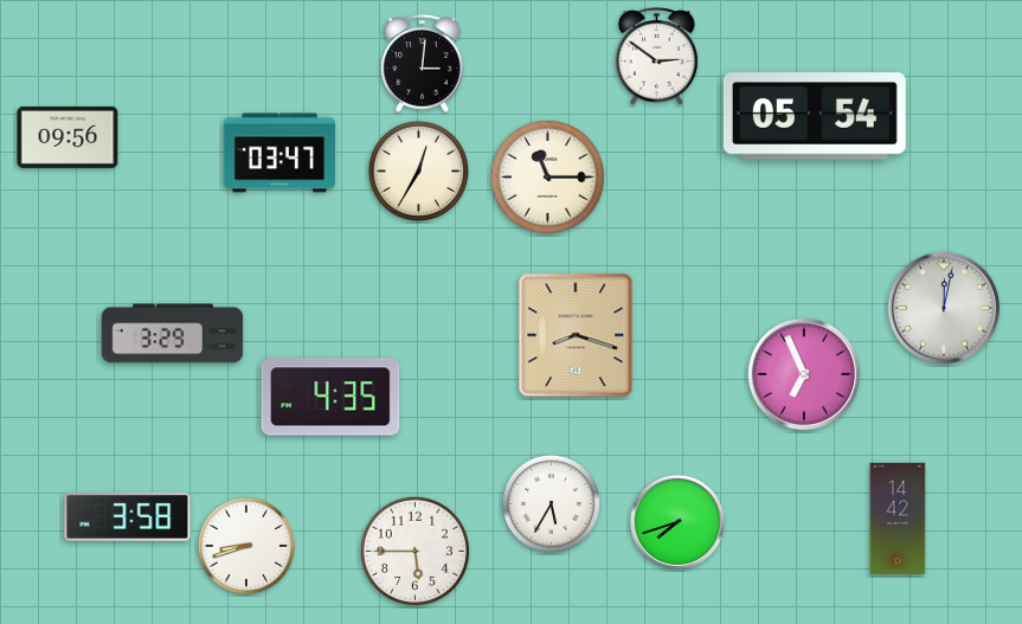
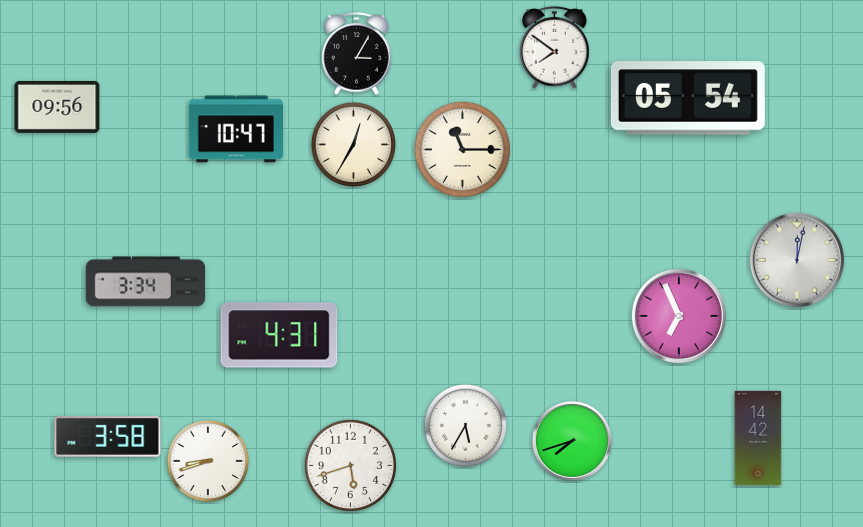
clock at (657, 57): 2:51 -> 7:51
clock at (423, 64): 3:01 -> 3:05
clock at (68, 137) position: (68, 137) -> (57, 107)
clock at (279, 153): 03:47 -> 10:47
clock at (173, 334): 3:29 -> 3:34
clock at (576, 335): 8:18 -> none
clock at (330, 397): 4:35 -> 4:31
clock at (414, 551): 5:45 -> 5:42
